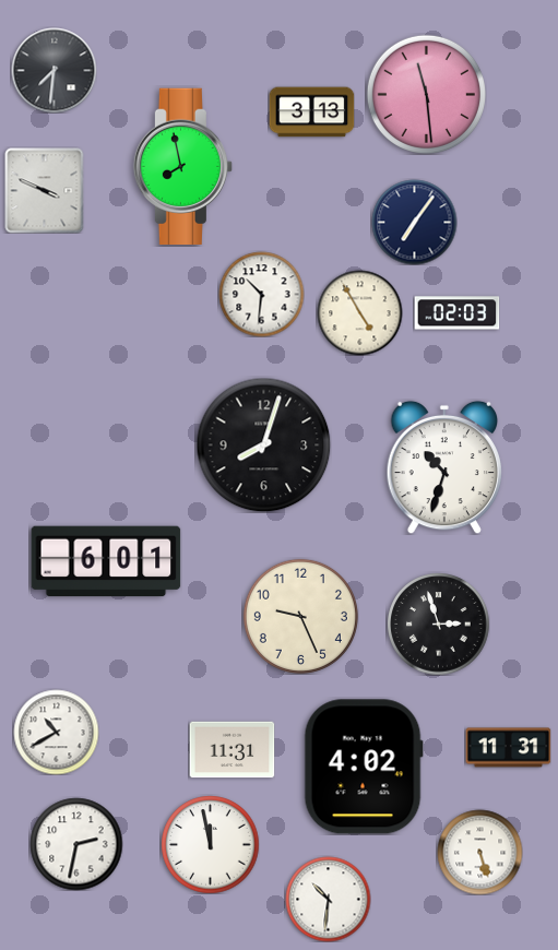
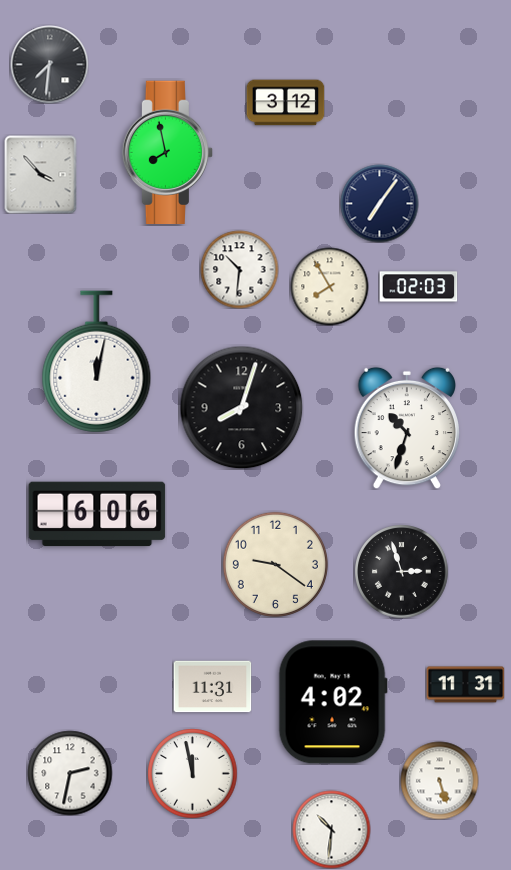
clock at (426, 94): 11:29 -> none
clock at (311, 112): 3:13 -> 3:12
clock at (45, 190): 3:49 -> 3:53
clock at (359, 312): 4:55 -> 7:55
clock at (97, 362): none -> 12:02
clock at (106, 561): 6:01 -> 6:06
clock at (300, 616): 9:26 -> 9:21
clock at (56, 732): 10:40 -> none
clock at (328, 899) position: (328, 899) -> (331, 829)
